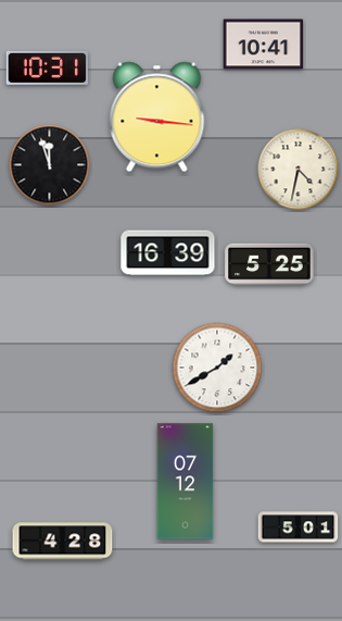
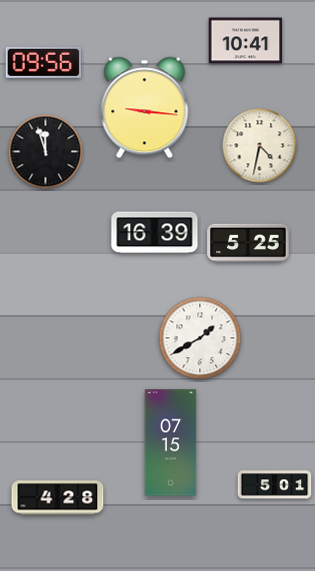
clock at (264, 45) position: (264, 45) -> (246, 41)
clock at (47, 67): 10:31 -> 09:56
clock at (299, 170) position: (299, 170) -> (260, 146)
clock at (186, 482): 07:12 -> 07:15
